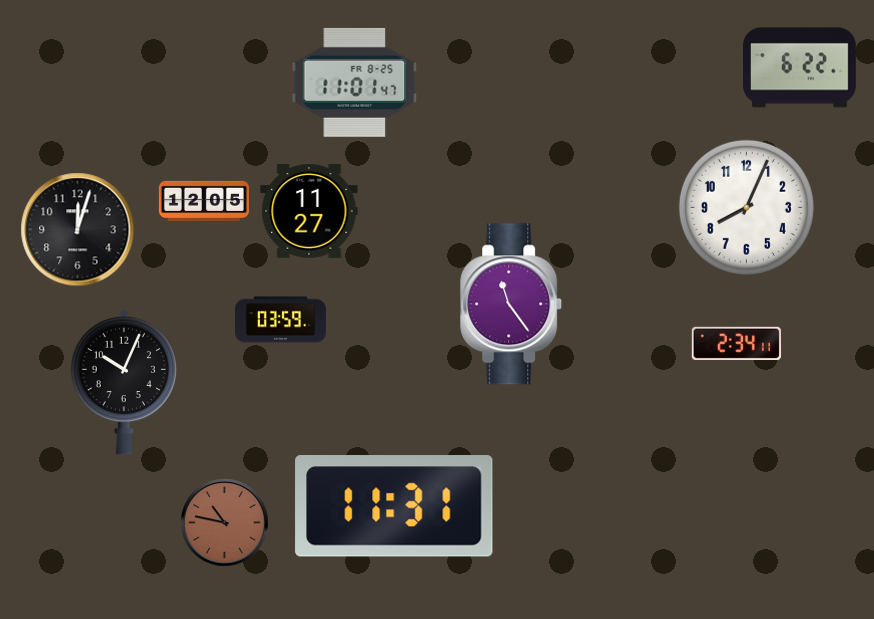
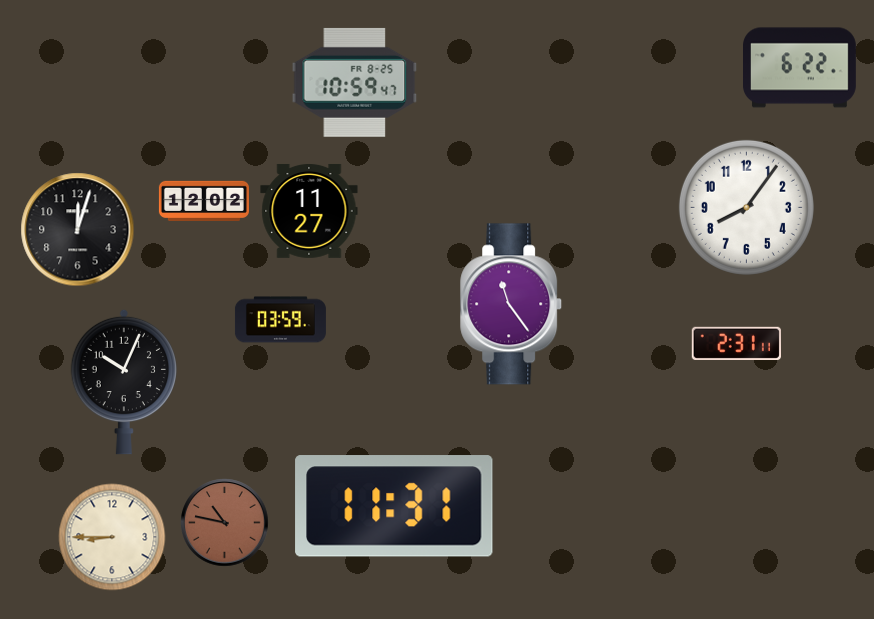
clock at (355, 82): 11:01 -> 10:59
clock at (204, 200): 12:05 -> 12:02
clock at (746, 207): 8:04 -> 8:06
clock at (736, 343): 2:34 -> 2:31
clock at (112, 537): none -> 8:45
